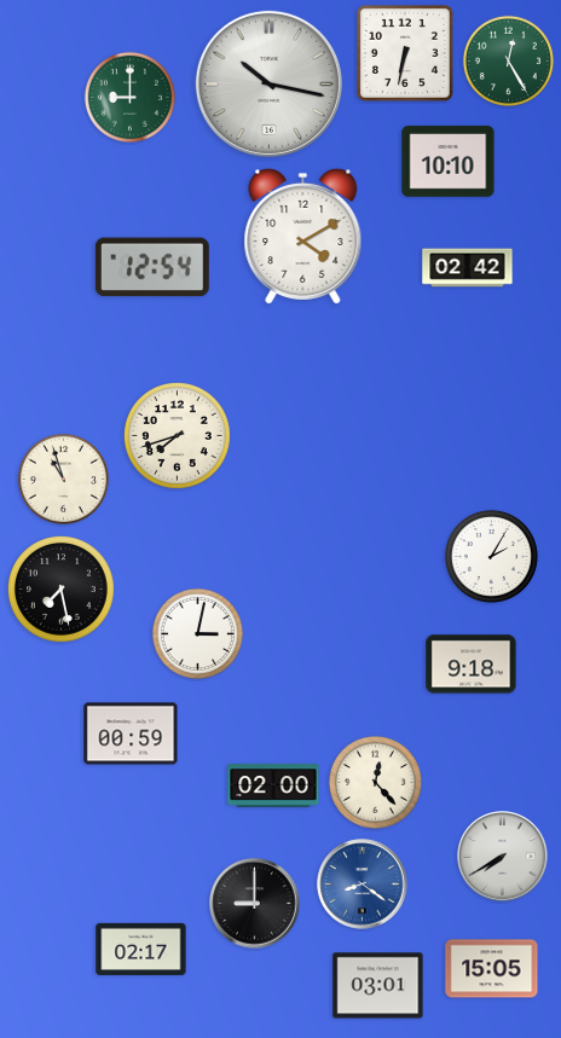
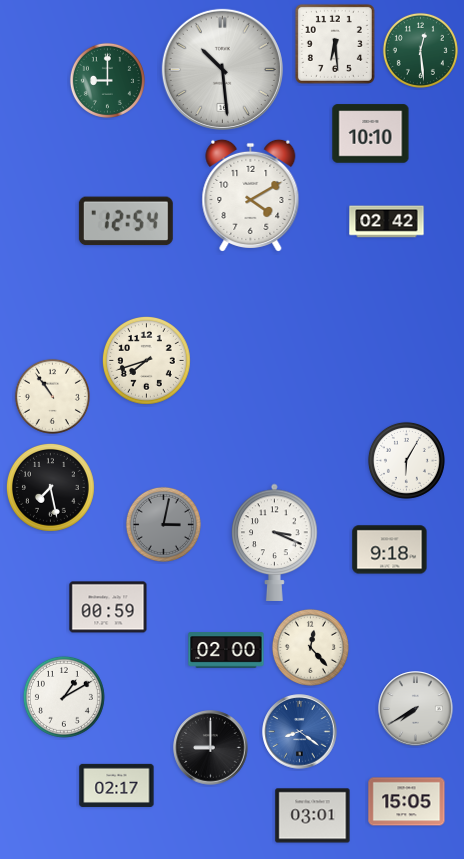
clock at (405, 53): 6:32 -> 6:29
clock at (508, 60): 12:25 -> 12:29
clock at (268, 83): 10:17 -> 10:29
clock at (63, 479): 10:57 -> 10:54
clock at (491, 556): 2:05 -> 6:05
clock at (197, 633) dial: white -> grey
clock at (275, 542): none -> 3:19
clock at (64, 697): none -> 1:10
